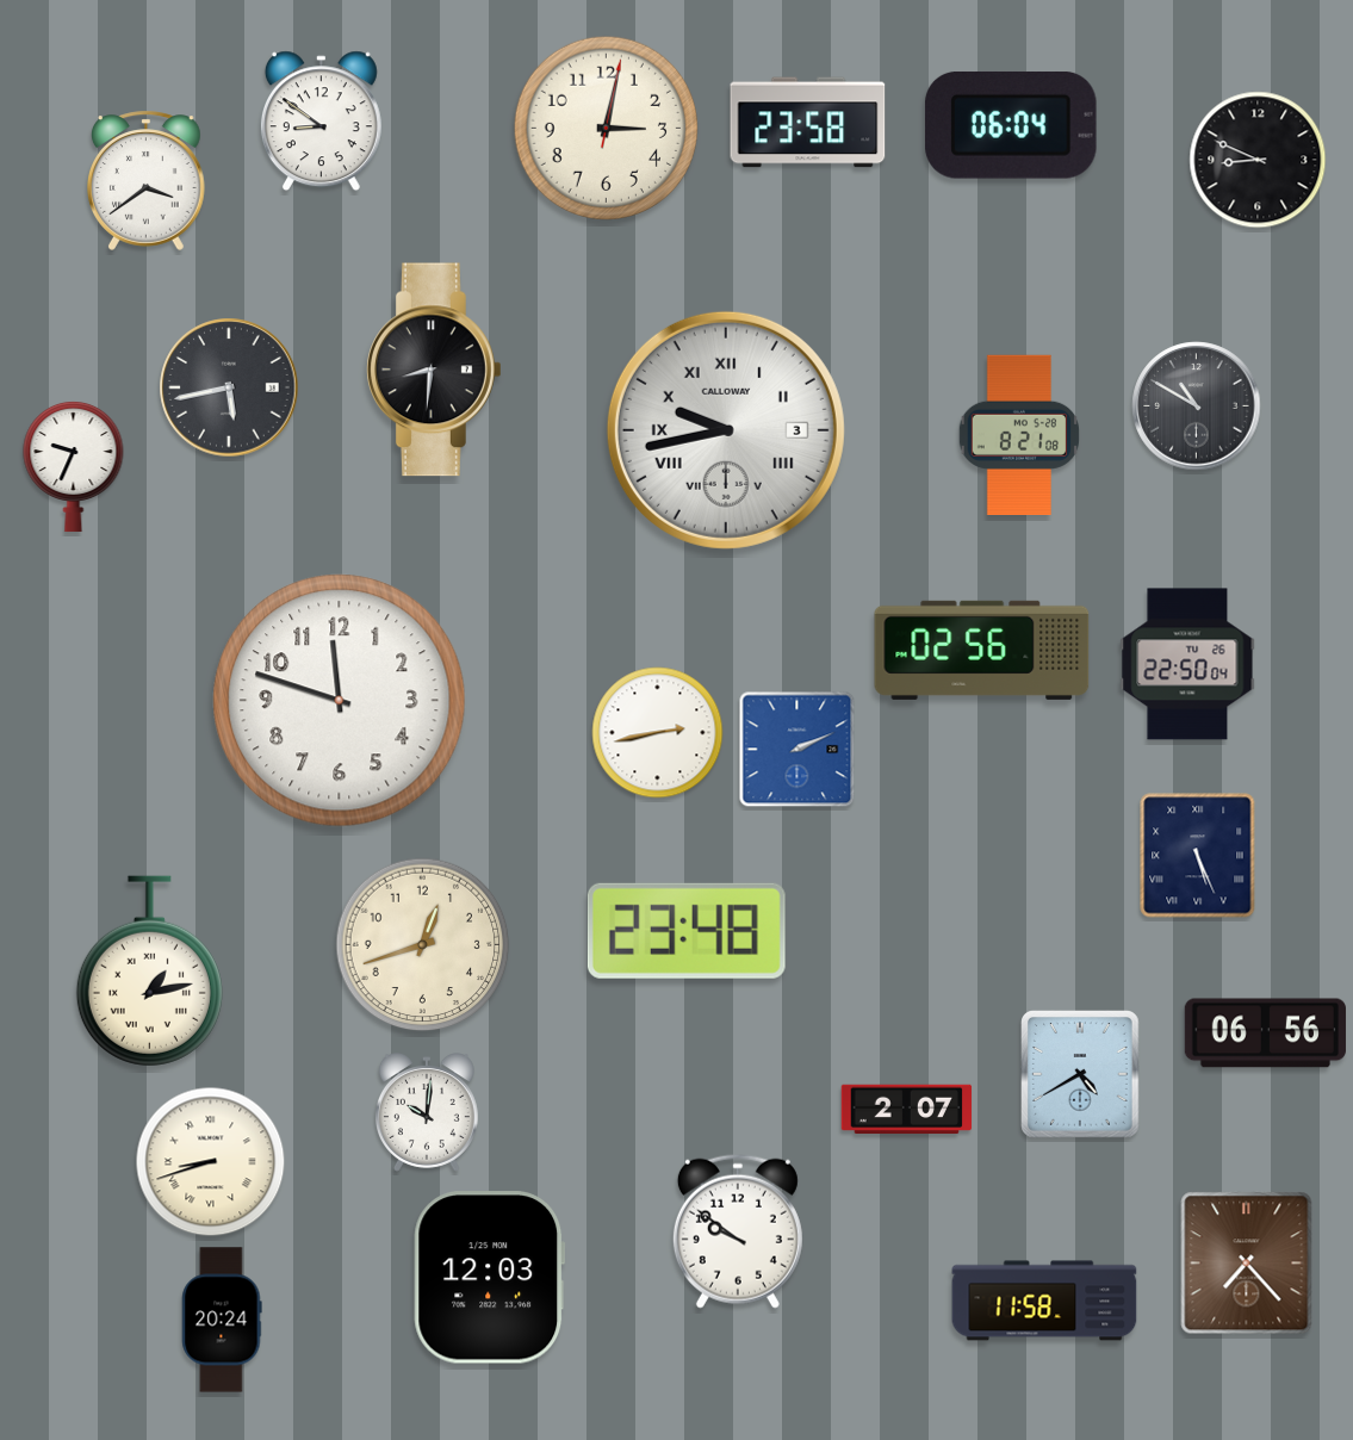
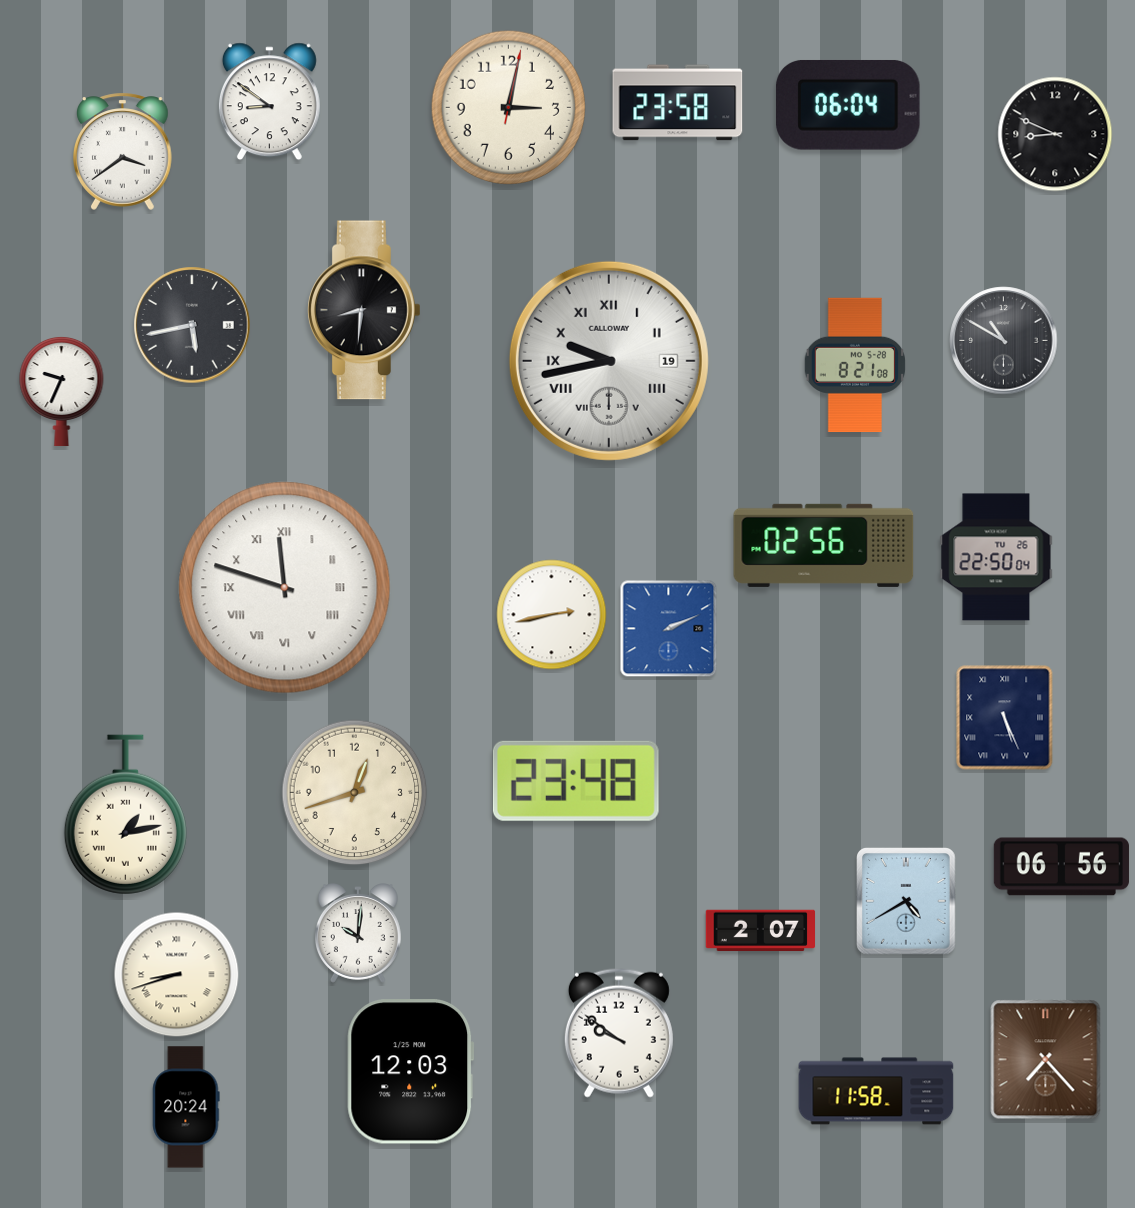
clock at (726, 430) date: 3 -> 19
clock at (340, 701) numerals: Arabic -> Roman
